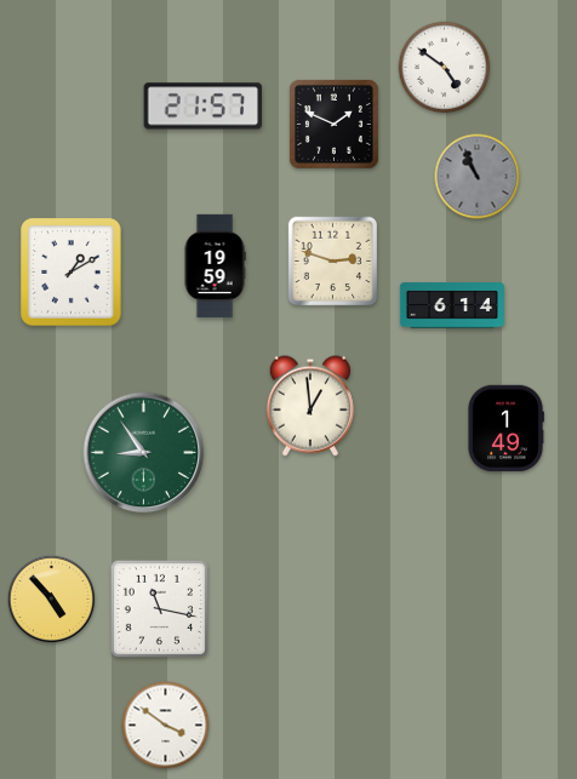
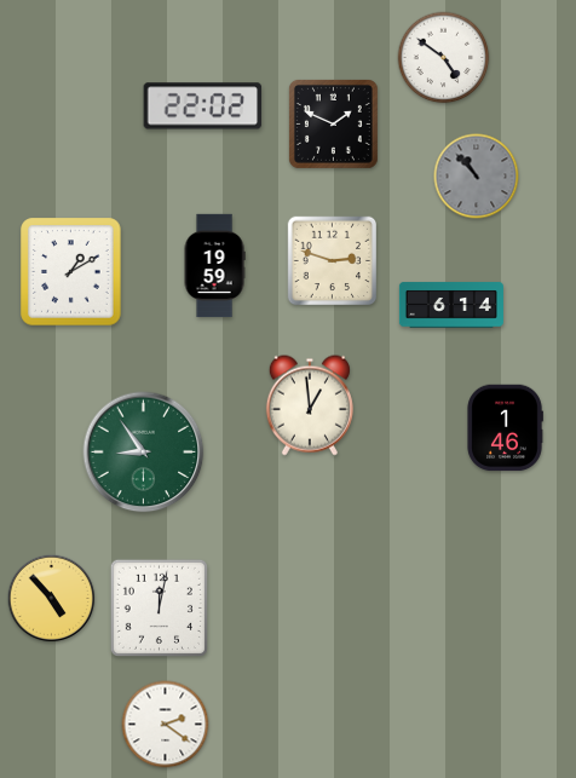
clock at (445, 68) position: (445, 68) -> (444, 58)
clock at (204, 107): 21:57 -> 22:02
clock at (478, 177): 10:56 -> 10:53
clock at (505, 429): 1:49 -> 1:46
clock at (159, 608): 11:17 -> 12:02
clock at (166, 726): 3:51 -> 2:21
